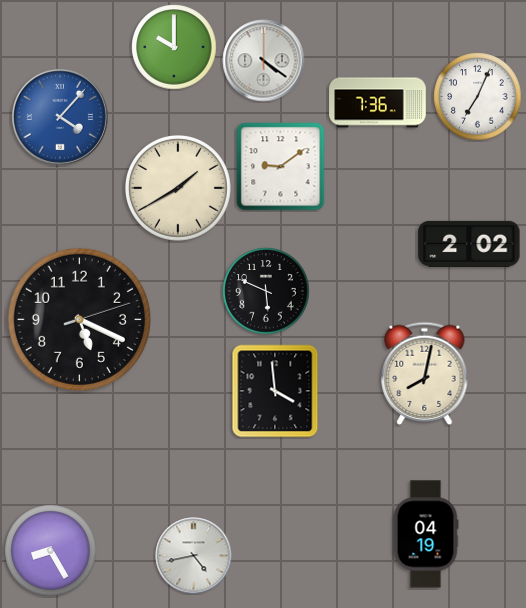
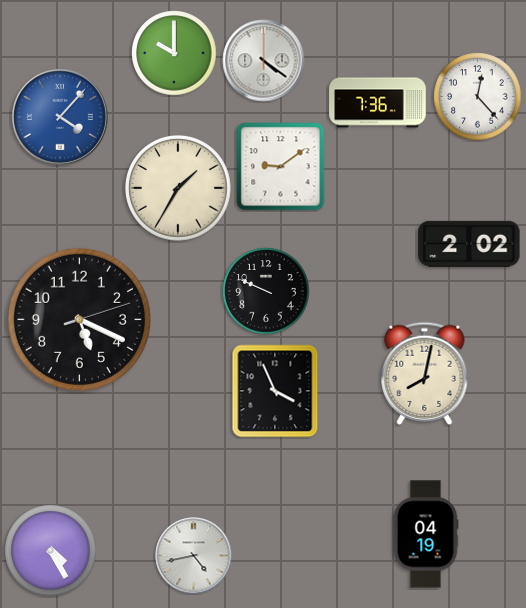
clock at (174, 47) position: (174, 47) -> (174, 53)
clock at (478, 97): 7:04 -> 12:23
clock at (178, 188): 1:40 -> 1:35
clock at (266, 291): 5:49 -> 9:49
clock at (275, 391): 3:59 -> 3:56
clock at (51, 551): 8:25 -> 4:25
